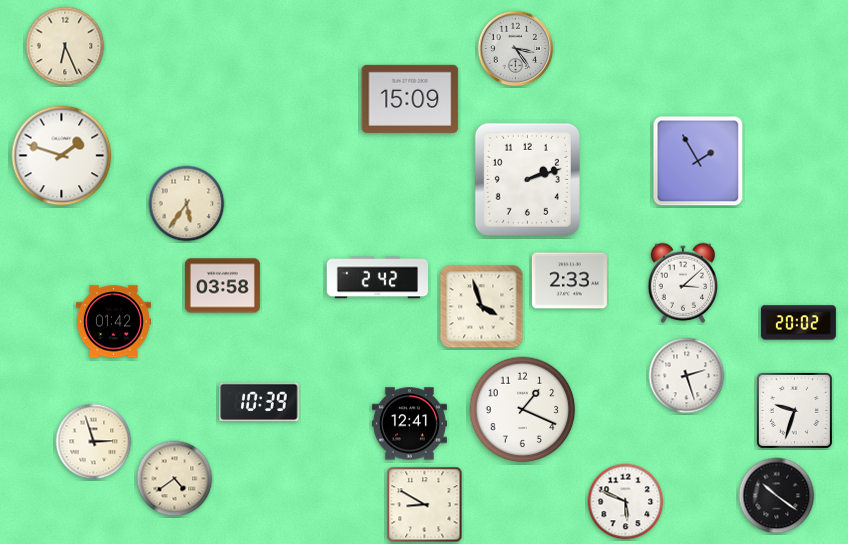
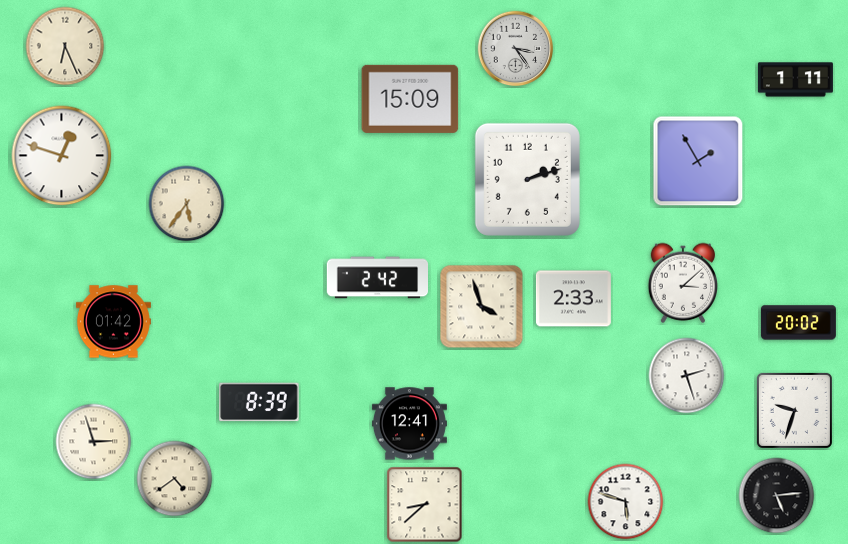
clock at (795, 80): none -> 1:11
clock at (62, 156): 1:48 -> 12:48
clock at (569, 281) position: (569, 281) -> (573, 299)
clock at (222, 286): 03:58 -> none
clock at (259, 402): 10:39 -> 8:39
clock at (523, 410): 1:19 -> none
clock at (777, 496): 10:21 -> 5:14
clock at (626, 502): 5:49 -> 5:48
clock at (425, 505): 8:50 -> 8:38
